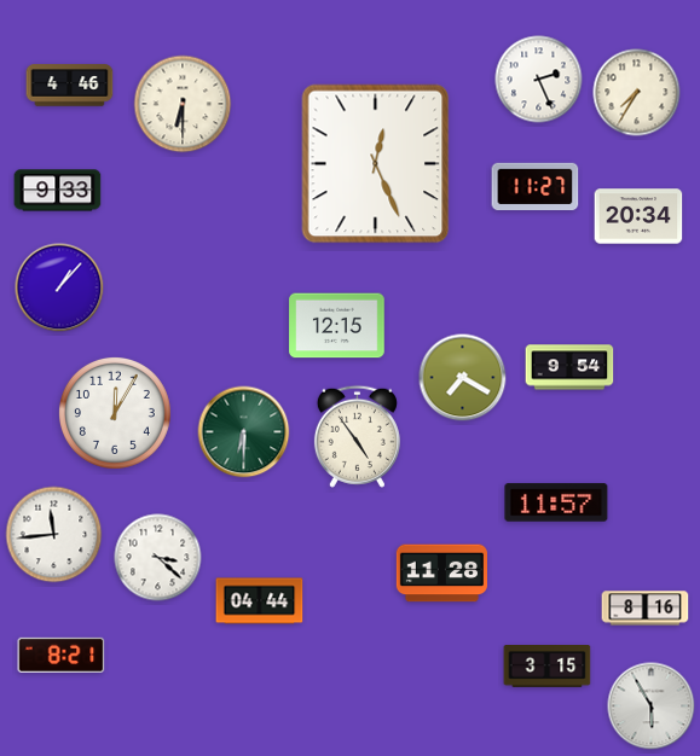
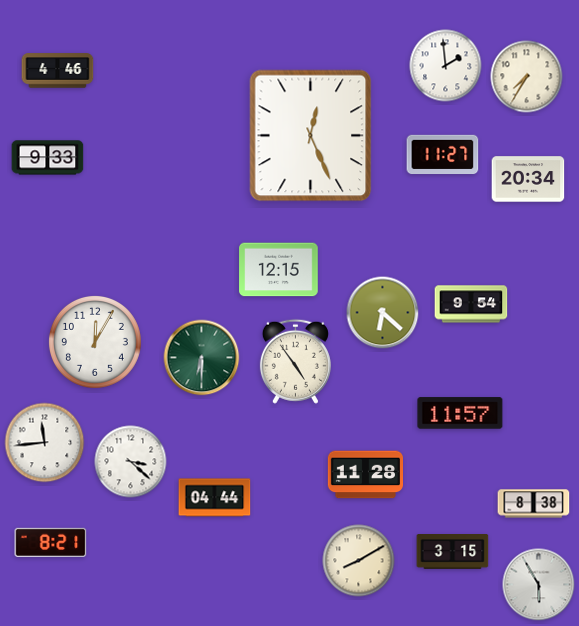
clock at (539, 80): 2:26 -> 1:59
clock at (183, 104): 6:30 -> none
clock at (59, 287): 1:07 -> none
clock at (463, 378): 7:20 -> 6:22
clock at (556, 502) position: (556, 502) -> (460, 413)
clock at (646, 609): 8:16 -> 8:38
clock at (359, 561): none -> 8:10
